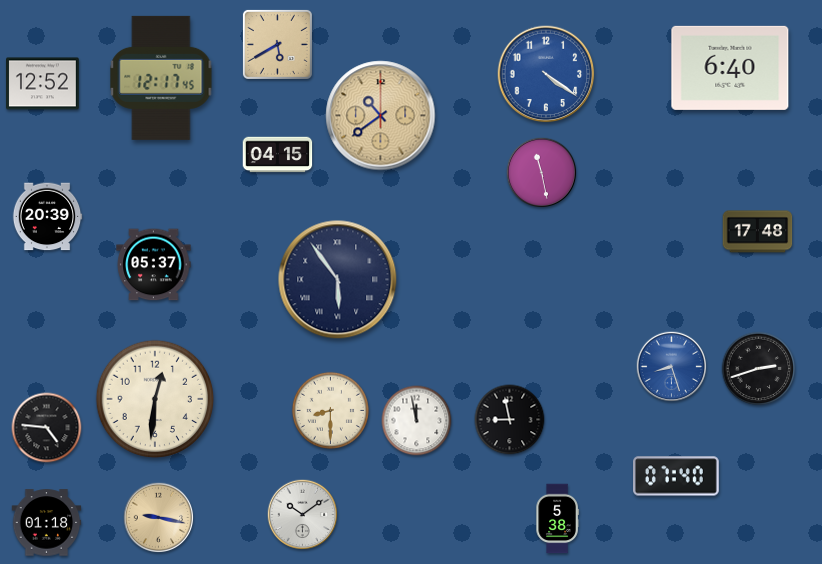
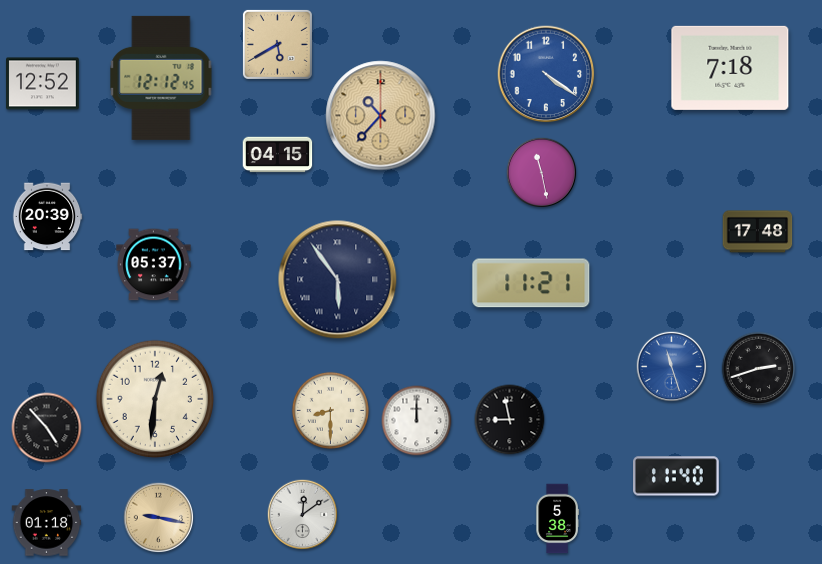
clock at (730, 68): 6:40 -> 7:18
clock at (161, 78): 12:17 -> 12:12
clock at (381, 116): 10:39 -> 10:37
clock at (531, 283): none -> 11:21
clock at (672, 367): 8:27 -> 11:27
clock at (417, 421): 11:58 -> 12:00
clock at (47, 428): 4:46 -> 4:53
clock at (677, 476): 07:40 -> 11:40
clock at (303, 515): 10:09 -> 12:09
